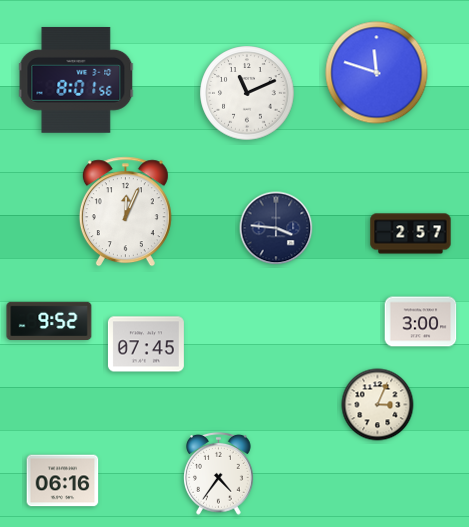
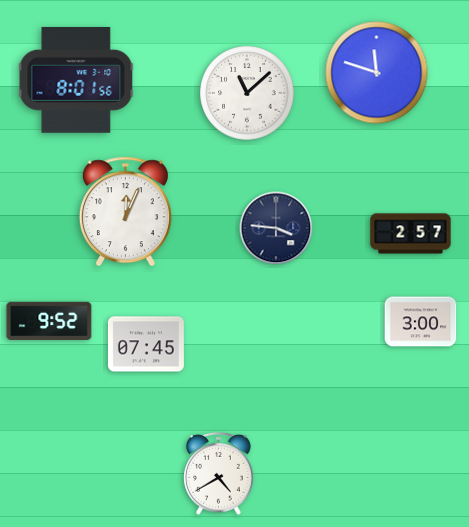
clock at (247, 93): 11:11 -> 11:08
clock at (378, 405): 3:04 -> none
clock at (219, 473): 4:36 -> 4:40
clock at (63, 481): 06:16 -> none
